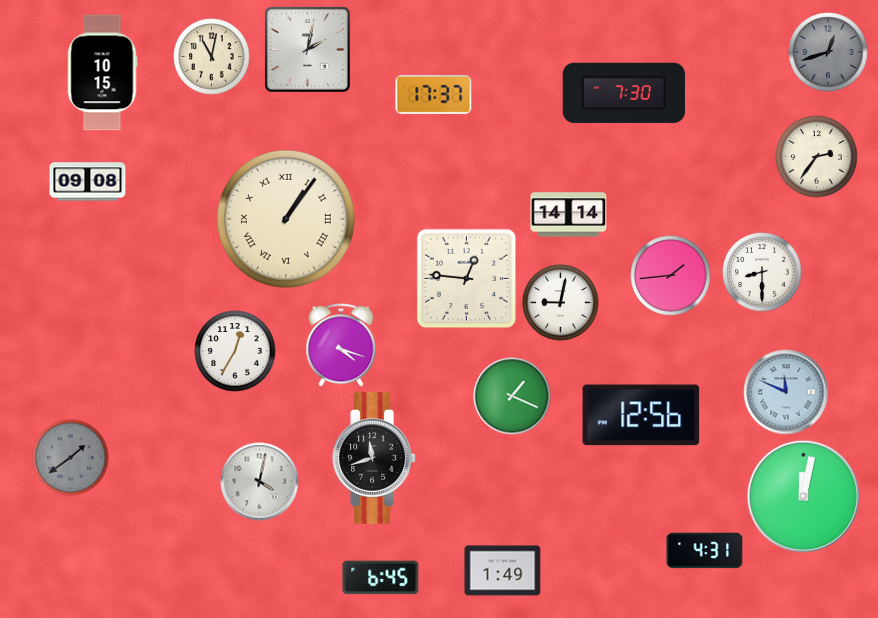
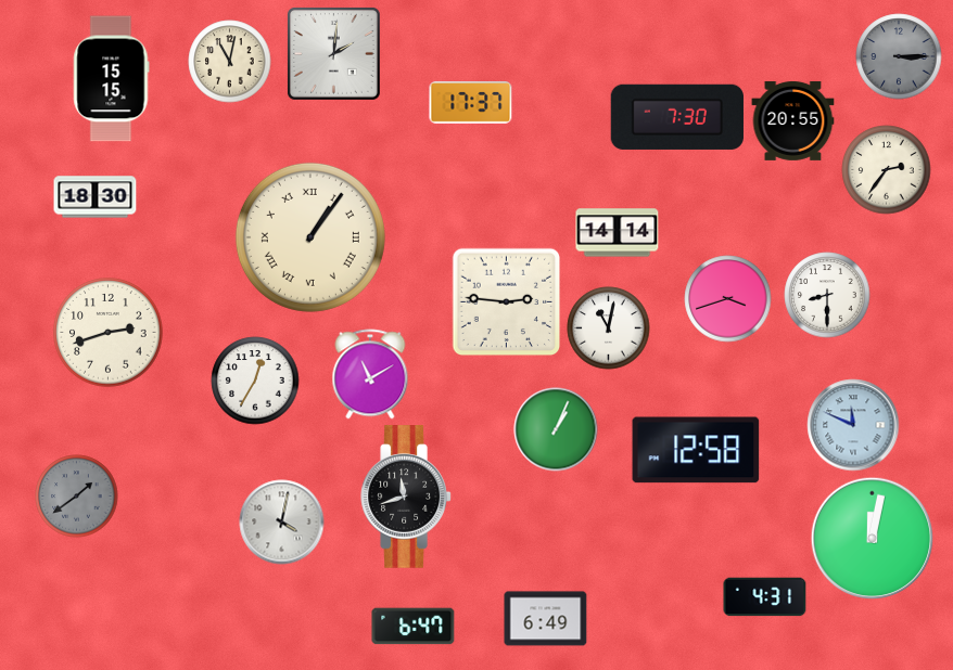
clock at (307, 49): 2:02 -> 2:01
clock at (828, 52): 12:42 -> 3:15
clock at (103, 73): 10:15 -> 15:15
clock at (624, 93) position: (624, 93) -> (677, 117)
clock at (793, 120): none -> 20:55
clock at (88, 182): 09:08 -> 18:30
clock at (671, 276): 1:44 -> 3:42
clock at (467, 279): 12:46 -> 2:46
clock at (561, 303): 9:02 -> 11:02
clock at (109, 333): none -> 2:42
clock at (341, 345): 4:18 -> 11:10
clock at (512, 396): 1:19 -> 1:04
clock at (641, 415): 12:56 -> 12:58
clock at (503, 571): 1:49 -> 6:49
clock at (381, 578): 6:45 -> 6:47
